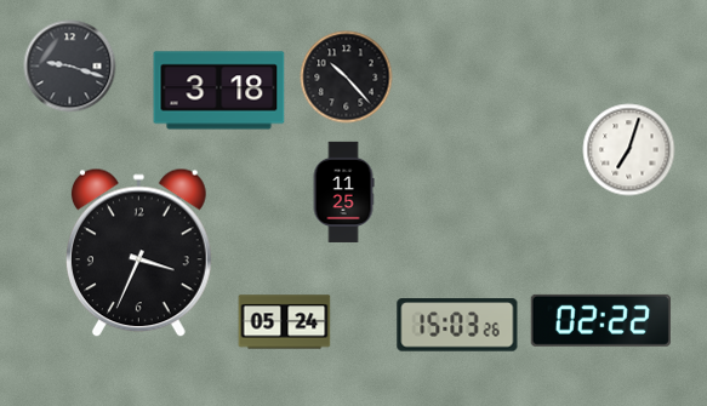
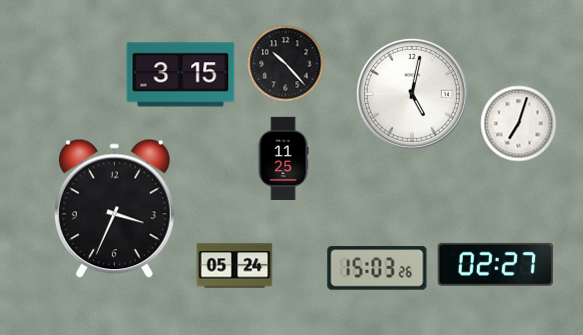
clock at (70, 67): 9:18 -> none
clock at (219, 91): 3:18 -> 3:15
clock at (412, 94): none -> 5:02
clock at (600, 320): 02:22 -> 02:27
